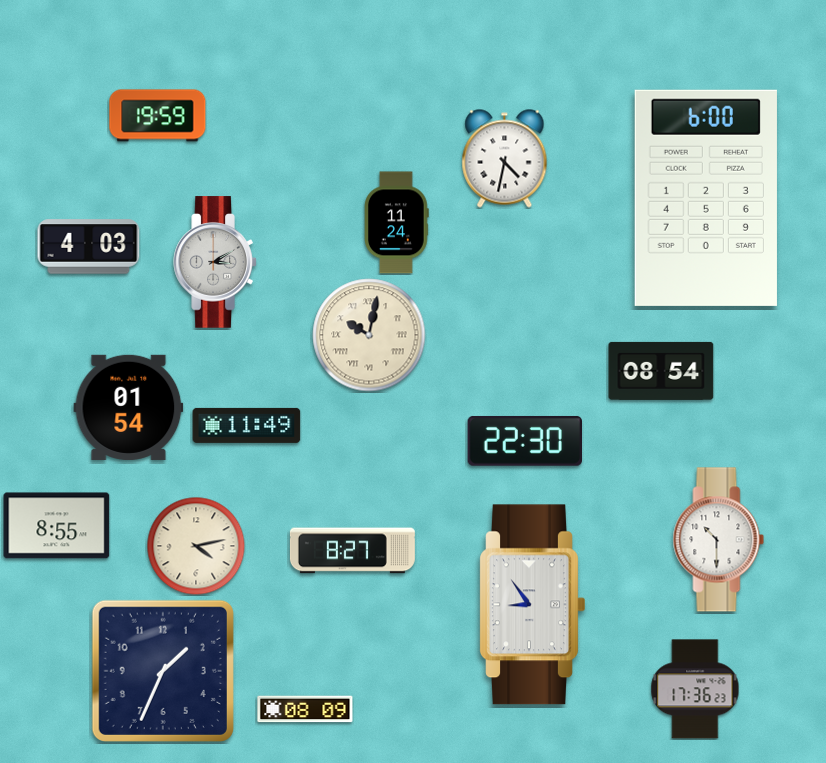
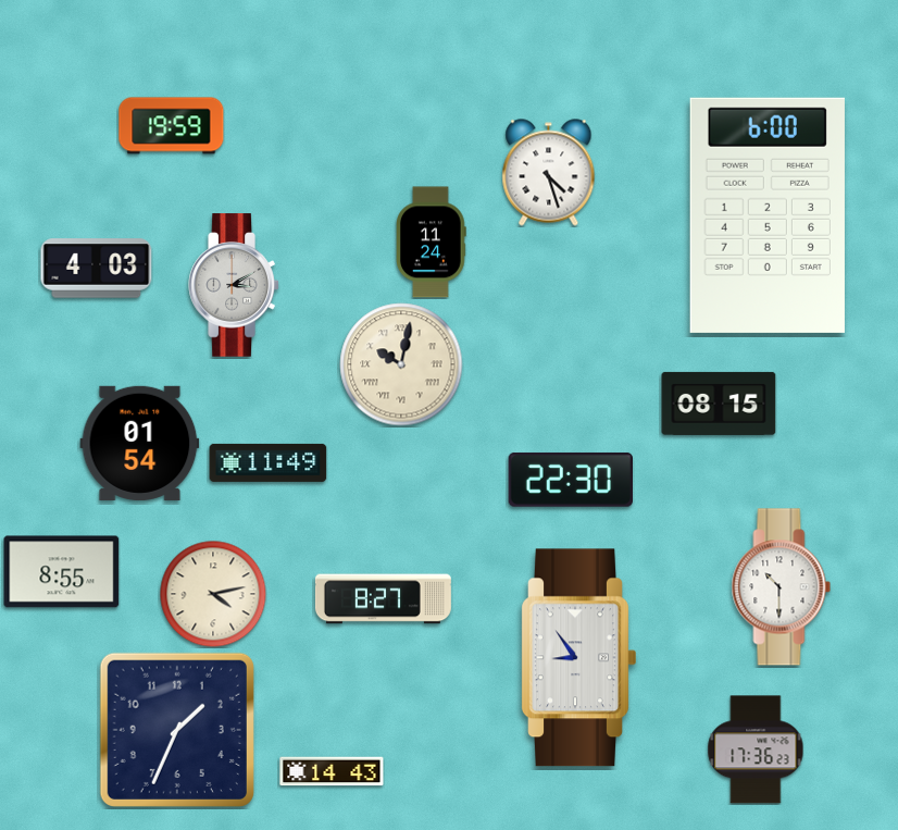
clock at (505, 159): 4:32 -> 4:27
clock at (661, 371): 08:54 -> 08:15
clock at (305, 709): 08:09 -> 14:43
